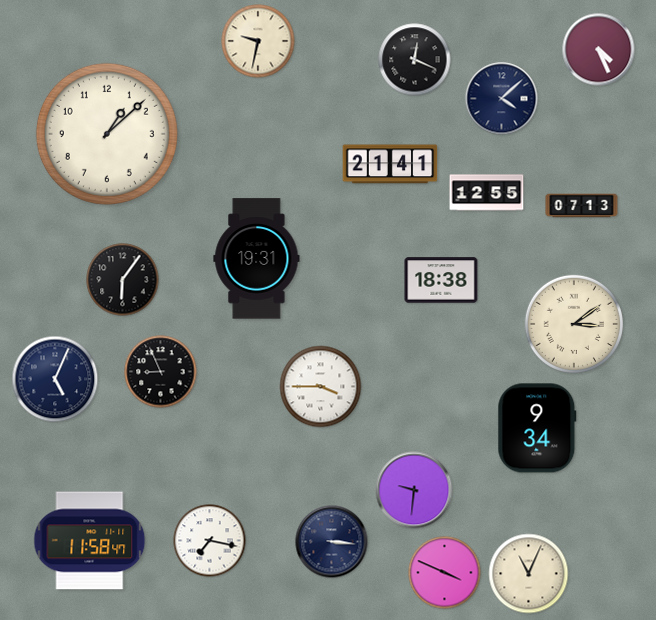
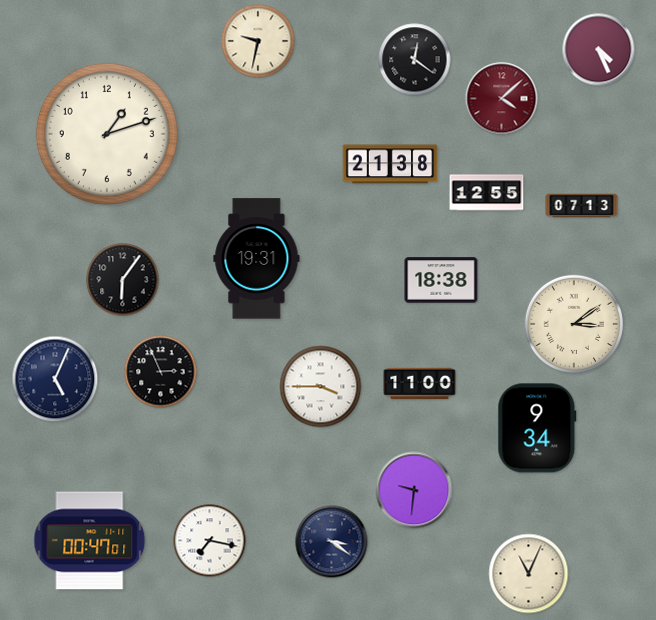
clock at (415, 60): 12:19 -> 12:21
clock at (502, 99) dial: navy -> burgundy
clock at (107, 134): 1:08 -> 1:12
clock at (390, 164): 21:41 -> 21:38
clock at (161, 372): 8:56 -> 2:56
clock at (420, 384): none -> 11:00
clock at (90, 541): 11:58 -> 00:47
clock at (332, 542): 3:16 -> 3:21
clock at (445, 573): 3:49 -> none
